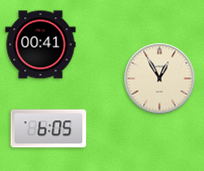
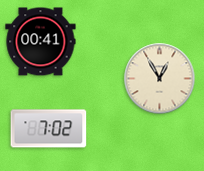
clock at (41, 45) position: (41, 45) -> (41, 42)
clock at (49, 129): 6:05 -> 7:02
